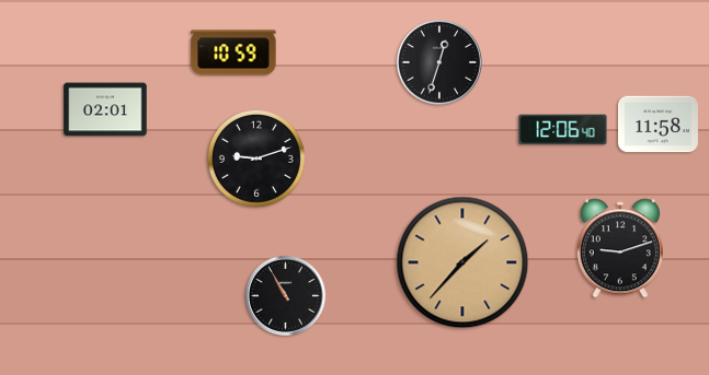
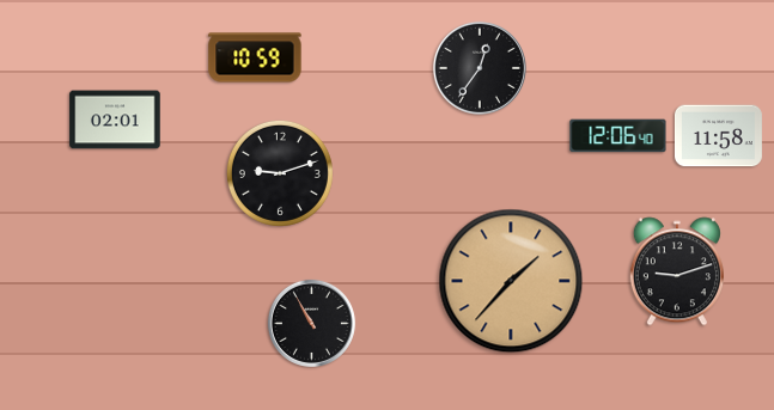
clock at (439, 62): 12:33 -> 12:36
clock at (563, 130) position: (563, 130) -> (618, 136)
clock at (462, 262) position: (462, 262) -> (511, 281)
